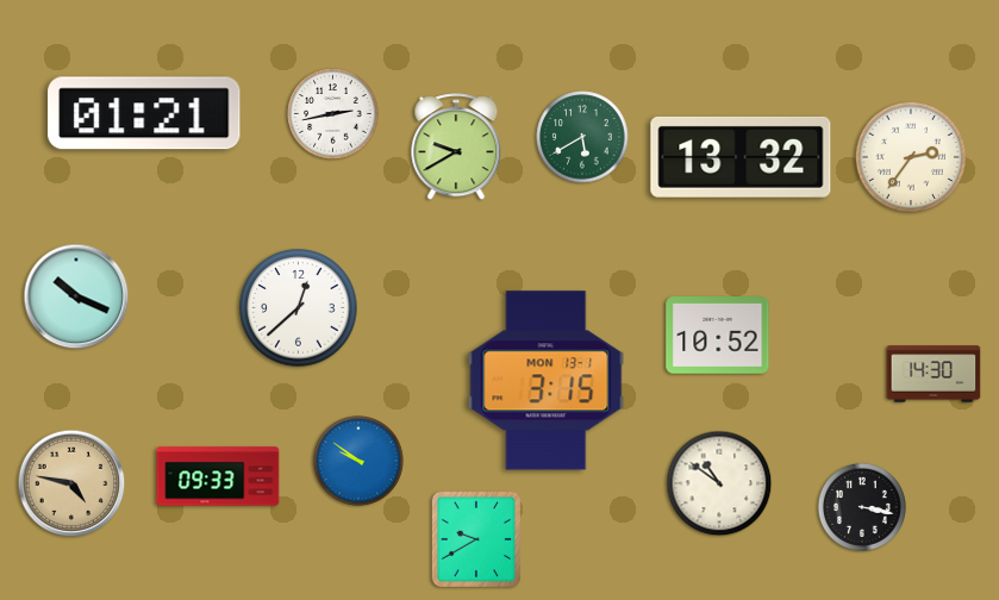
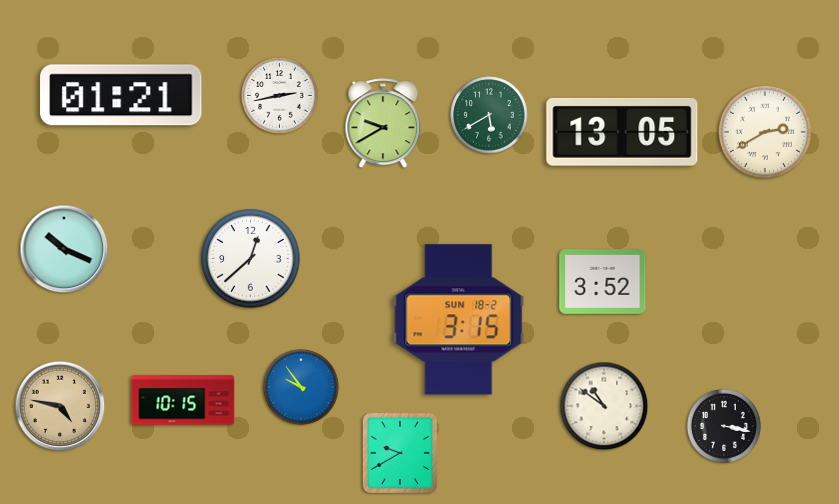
clock at (741, 157): 13:32 -> 13:05
clock at (911, 157): 2:36 -> 2:40
clock at (718, 336): 10:52 -> 3:52
clock at (934, 374): 14:30 -> none
clock at (547, 381) date: MON 13-1 -> SUN 18-2
clock at (358, 461): 9:51 -> 9:54
clock at (218, 476): 09:33 -> 10:15
